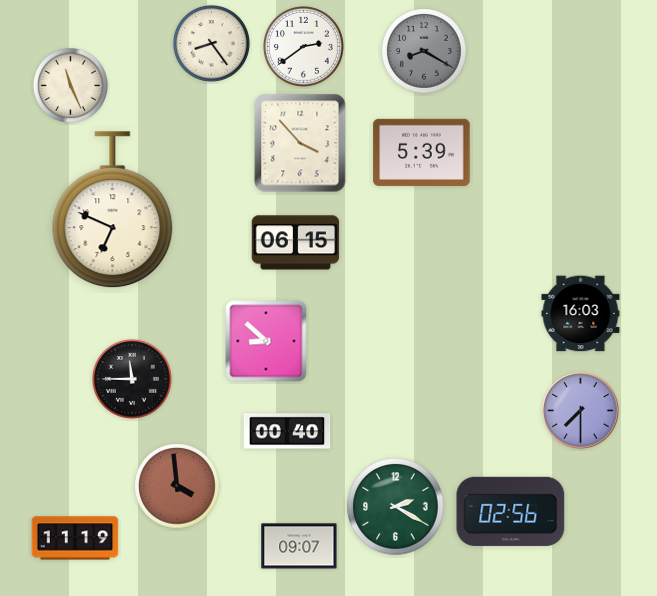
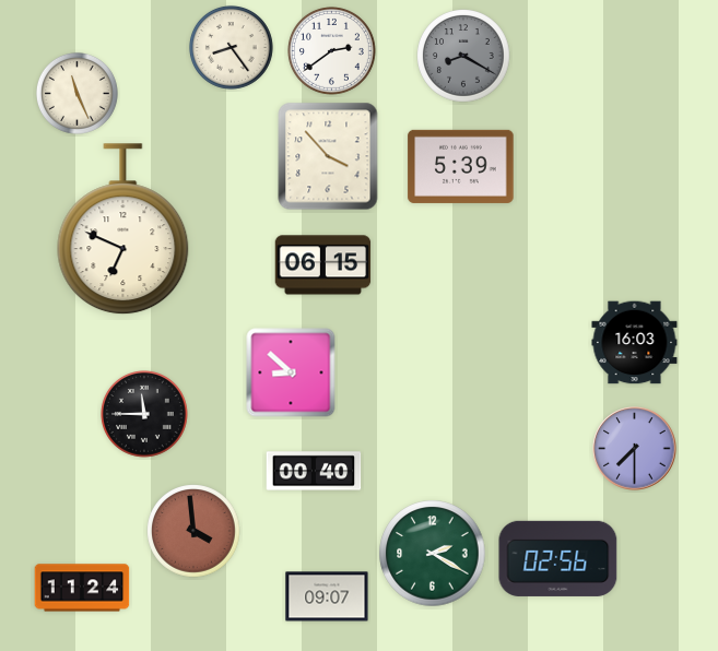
clock at (75, 538): 11:19 -> 11:24
